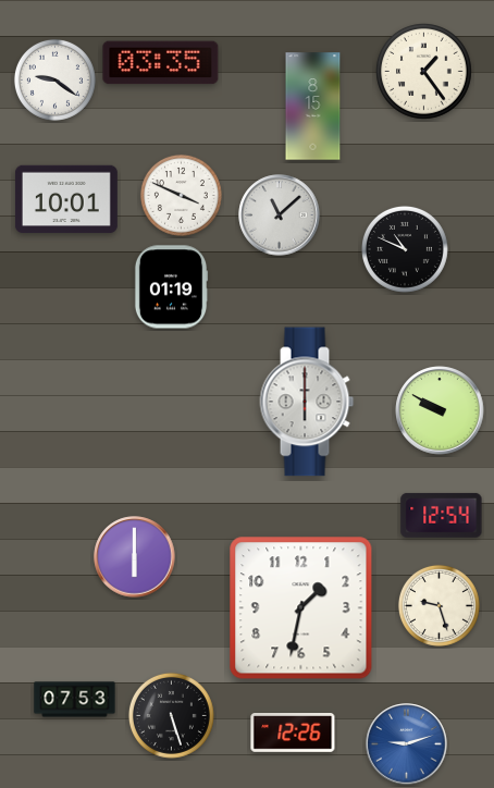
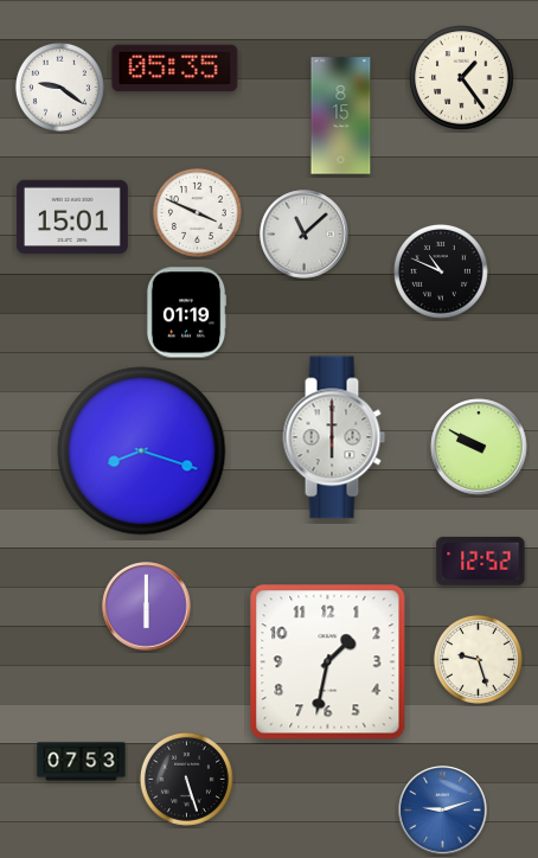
clock at (161, 63): 03:35 -> 05:35
clock at (66, 199): 10:01 -> 15:01
clock at (142, 452): none -> 8:18
clock at (442, 515): 12:54 -> 12:52
clock at (293, 734): 12:26 -> none
